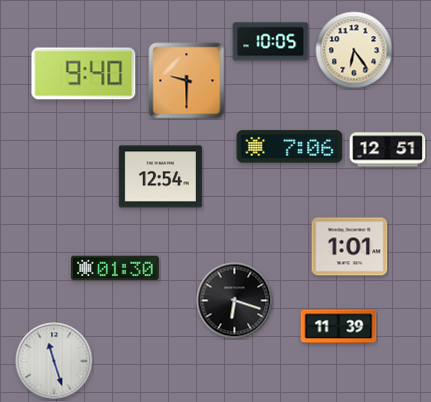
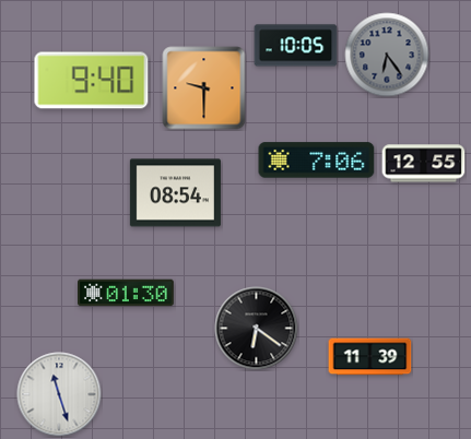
clock at (354, 50) dial: cream -> grey
clock at (388, 150): 12:51 -> 12:55
clock at (160, 177): 12:54 -> 08:54
clock at (350, 247): 1:01 -> none
clock at (235, 301): 6:18 -> 6:21
